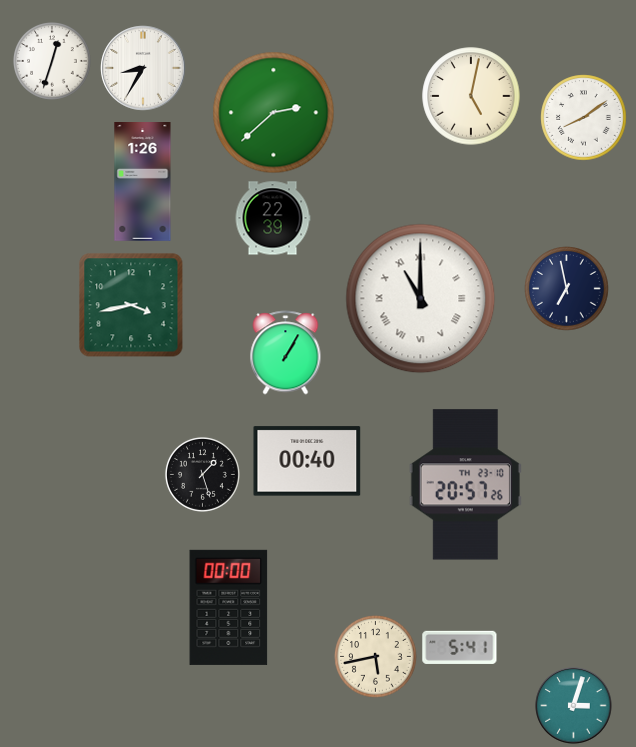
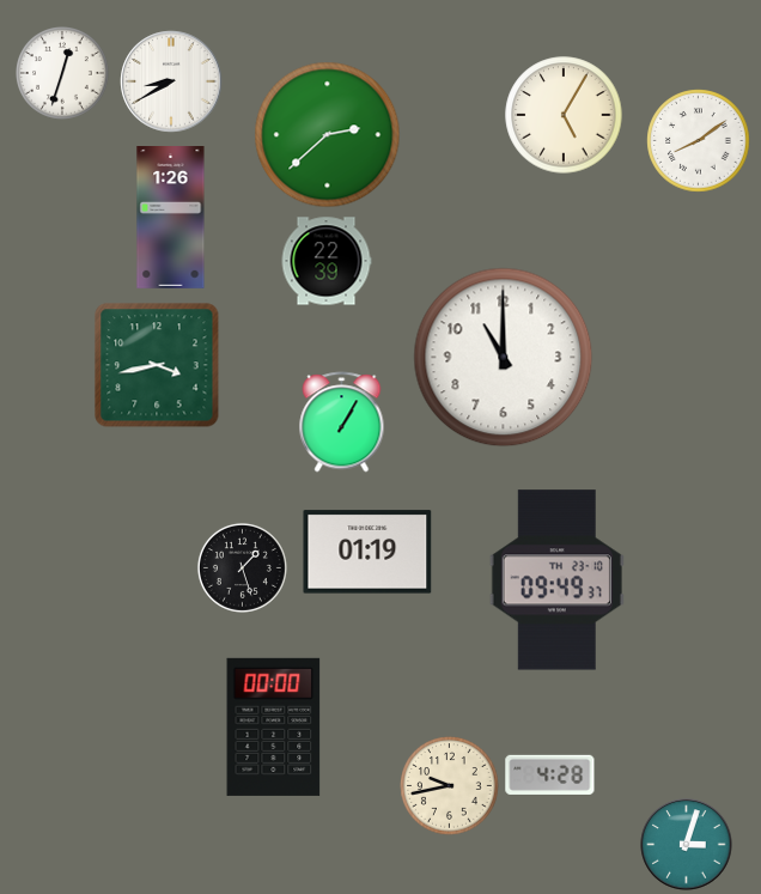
clock at (143, 68): 8:35 -> 8:40
clock at (471, 96): 5:02 -> 5:05
clock at (567, 289): 6:58 -> none
clock at (421, 299) numerals: Roman -> Arabic
clock at (307, 461): 00:40 -> 01:19
clock at (465, 485): 20:57 -> 09:49
clock at (460, 647): 5:41 -> 4:28
clock at (376, 657): 5:43 -> 9:43
